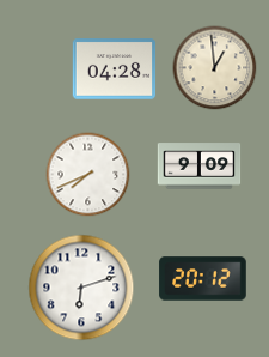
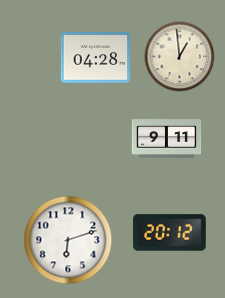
clock at (200, 167): 9:09 -> 9:11
clock at (88, 175): 7:41 -> none
